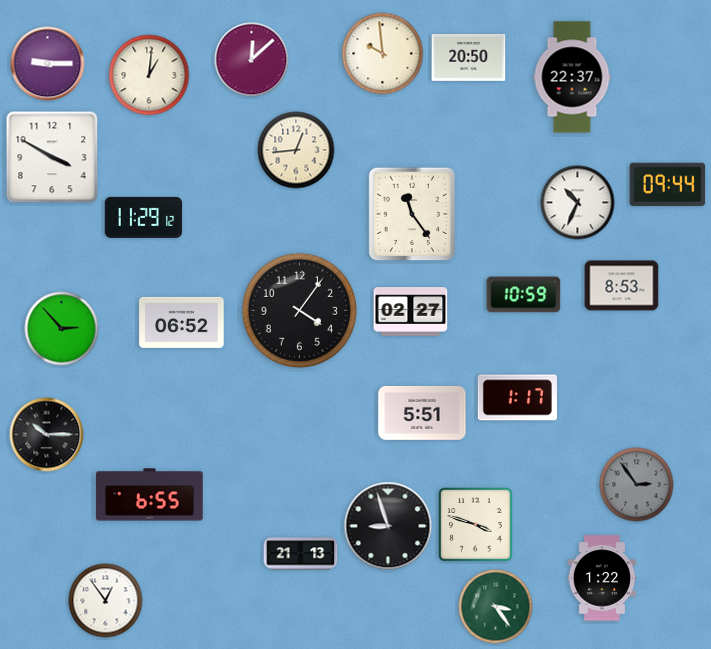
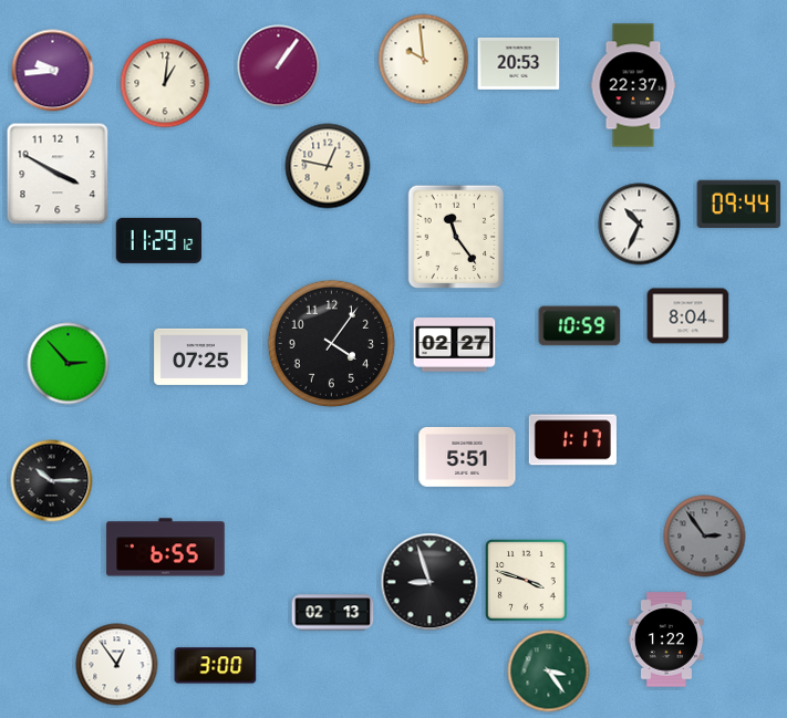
clock at (469, 57): 20:50 -> 20:53
clock at (252, 60): 12:08 -> 1:06
clock at (48, 64): 9:15 -> 9:44
clock at (296, 150): 12:44 -> 12:47
clock at (622, 286): 8:53 -> 8:04
clock at (182, 322): 06:52 -> 07:25
clock at (301, 554): 21:13 -> 02:13
clock at (216, 666): none -> 3:00
